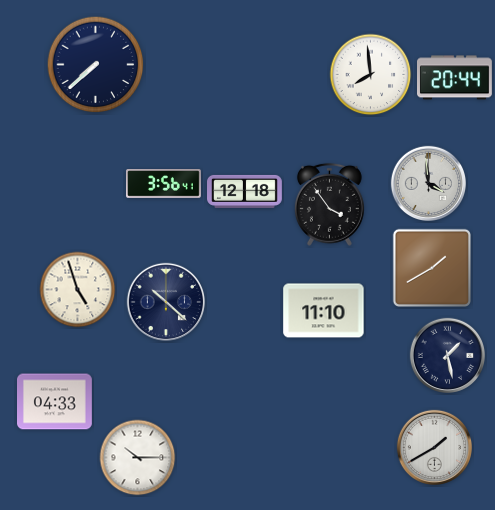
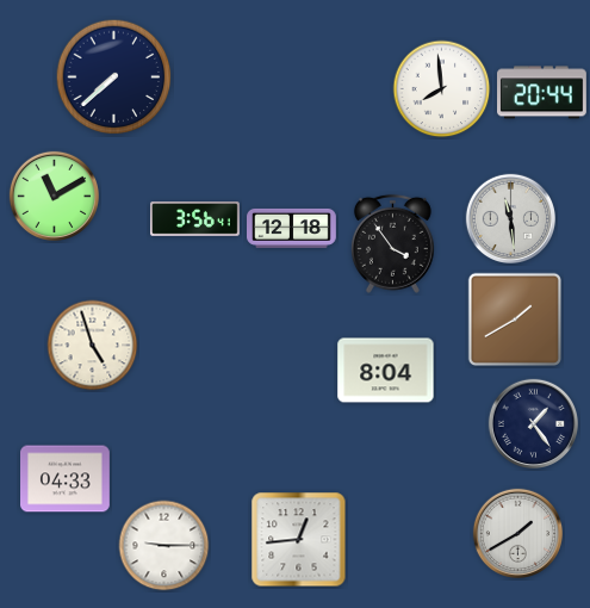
clock at (54, 196): none -> 11:10
clock at (428, 183): 3:59 -> 11:29
clock at (166, 302): 10:22 -> none
clock at (324, 311): 11:10 -> 8:04
clock at (447, 355): 1:28 -> 1:24
clock at (299, 540): none -> 12:44
clock at (138, 458): 10:15 -> 9:15
